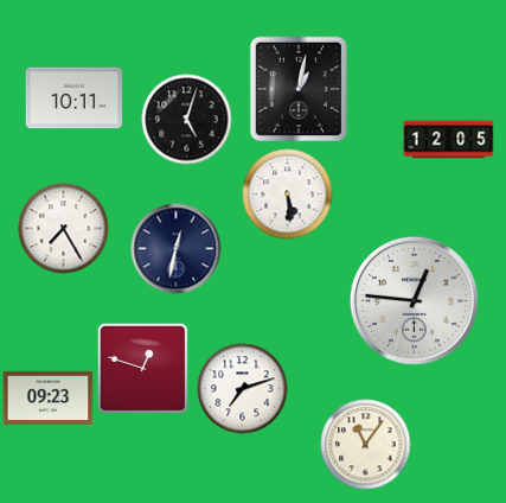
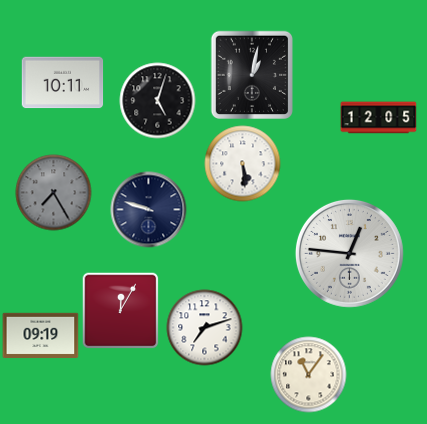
clock at (64, 229) dial: white -> grey
clock at (177, 249): 12:32 -> 9:48
clock at (142, 368): 12:48 -> 12:05
clock at (49, 397): 09:23 -> 09:19
